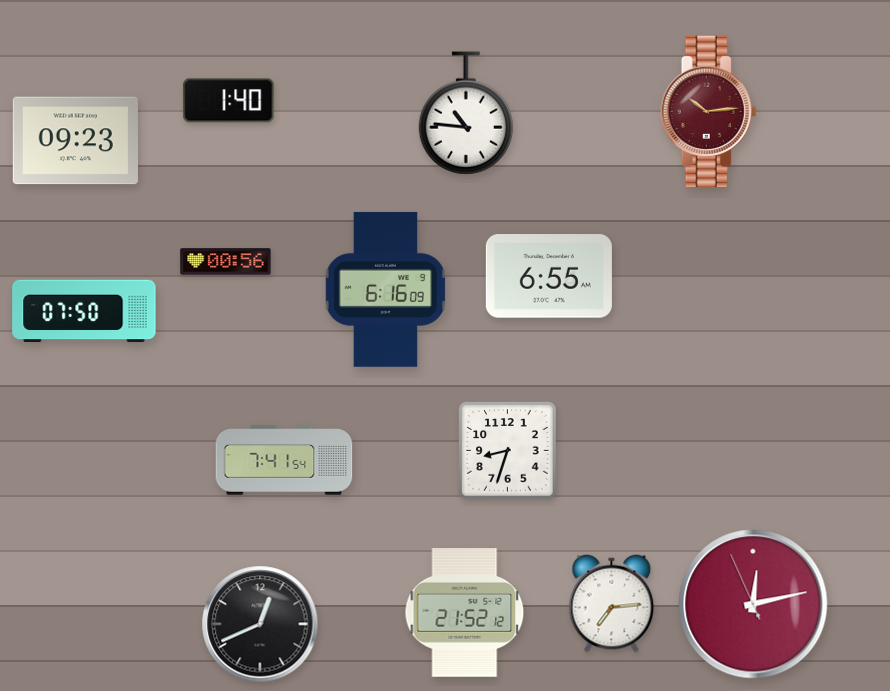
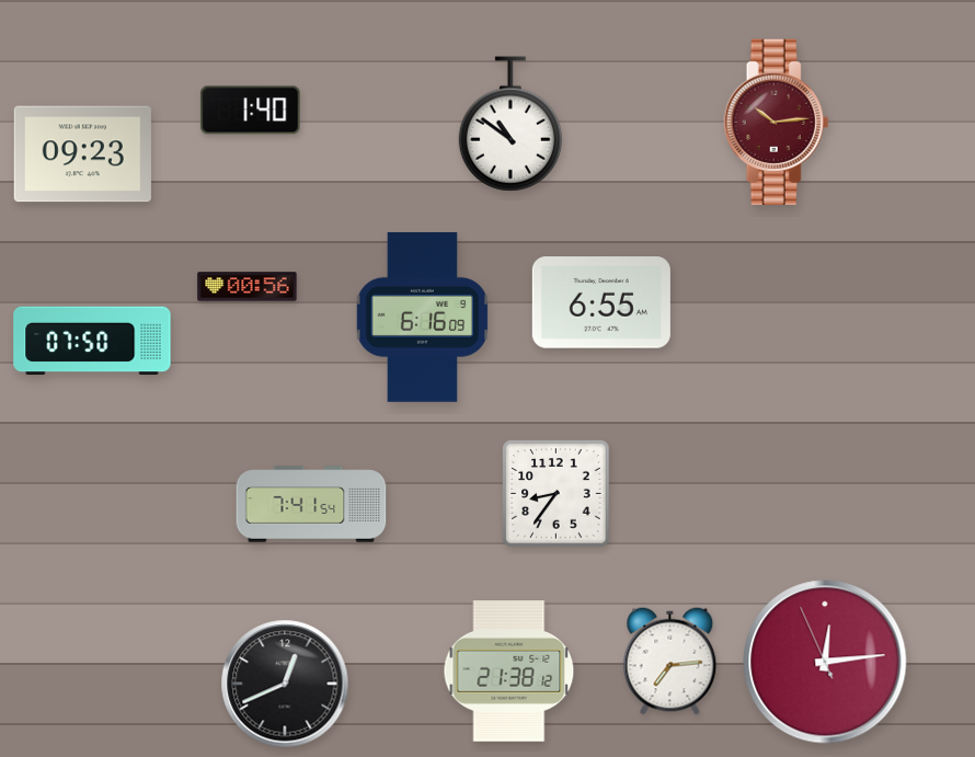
clock at (466, 113): 10:46 -> 10:51
clock at (508, 451): 8:33 -> 8:36
clock at (753, 604): 12:12 -> 12:13
clock at (465, 613): 21:52 -> 21:38
